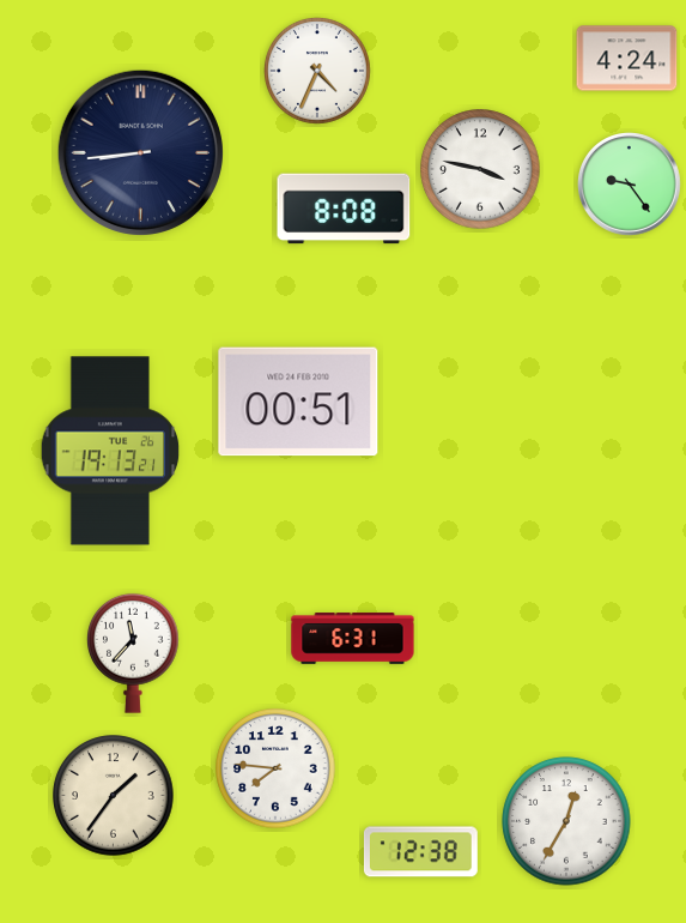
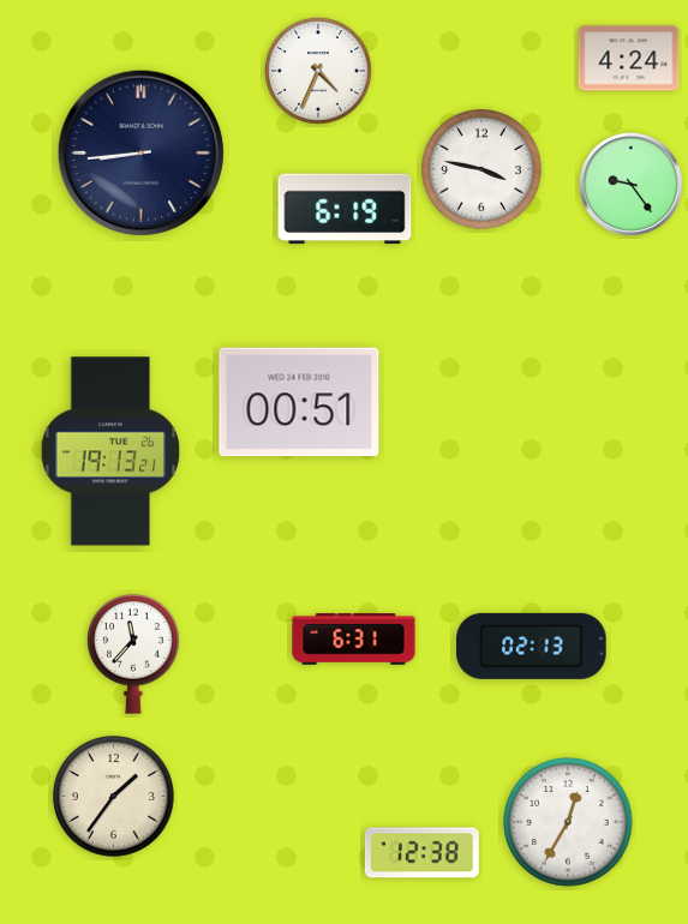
clock at (344, 209): 8:08 -> 6:19
clock at (532, 646): none -> 02:13
clock at (275, 768): 7:46 -> none
